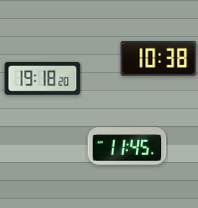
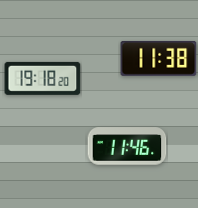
clock at (159, 59): 10:38 -> 11:38
clock at (127, 146): 11:45 -> 11:46
